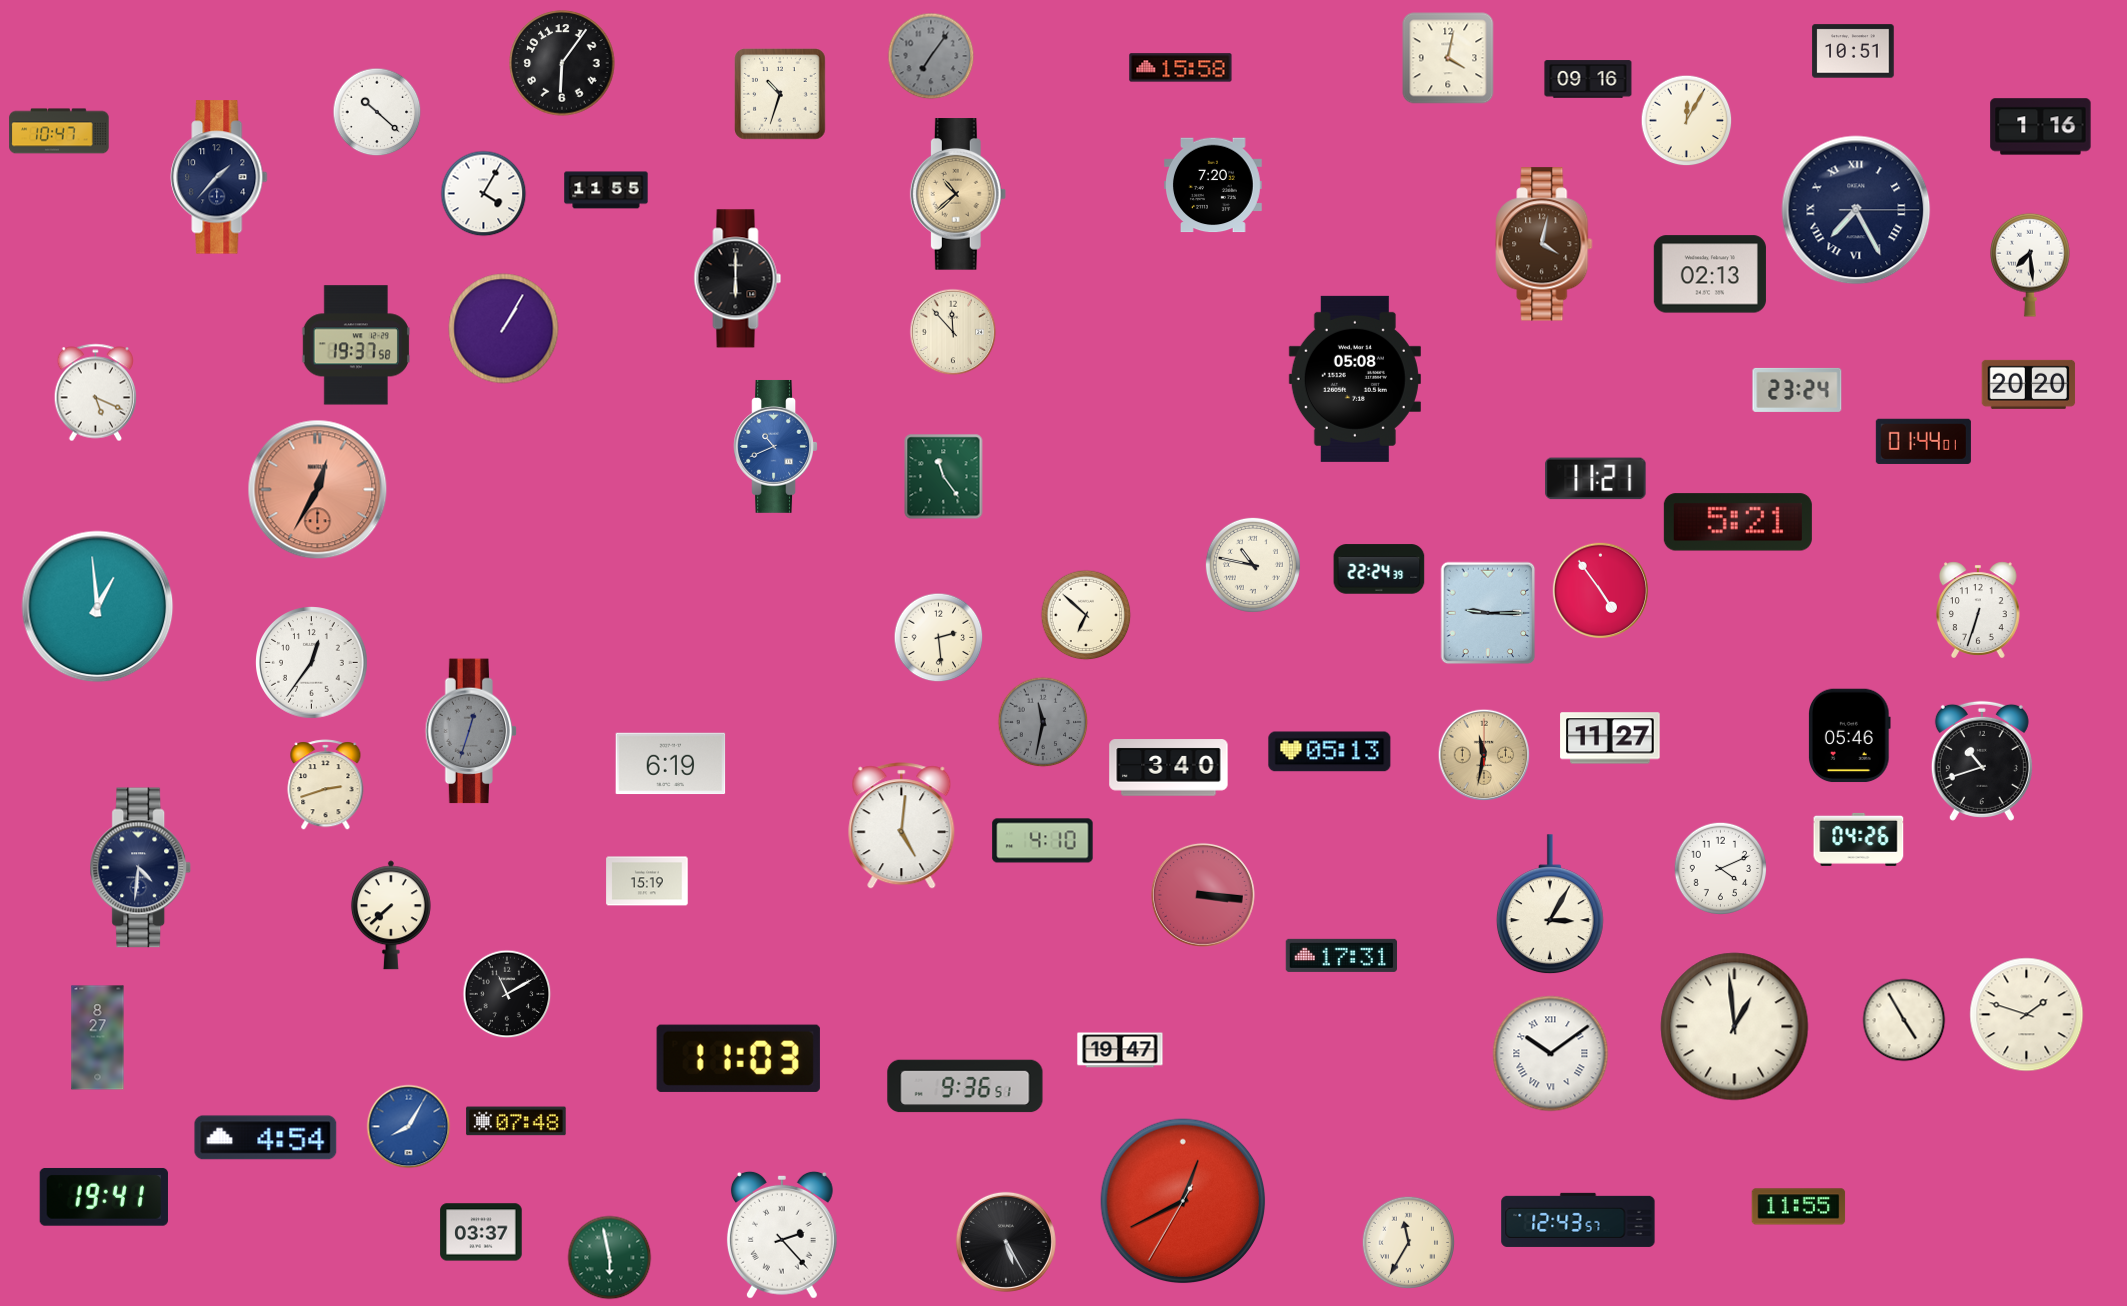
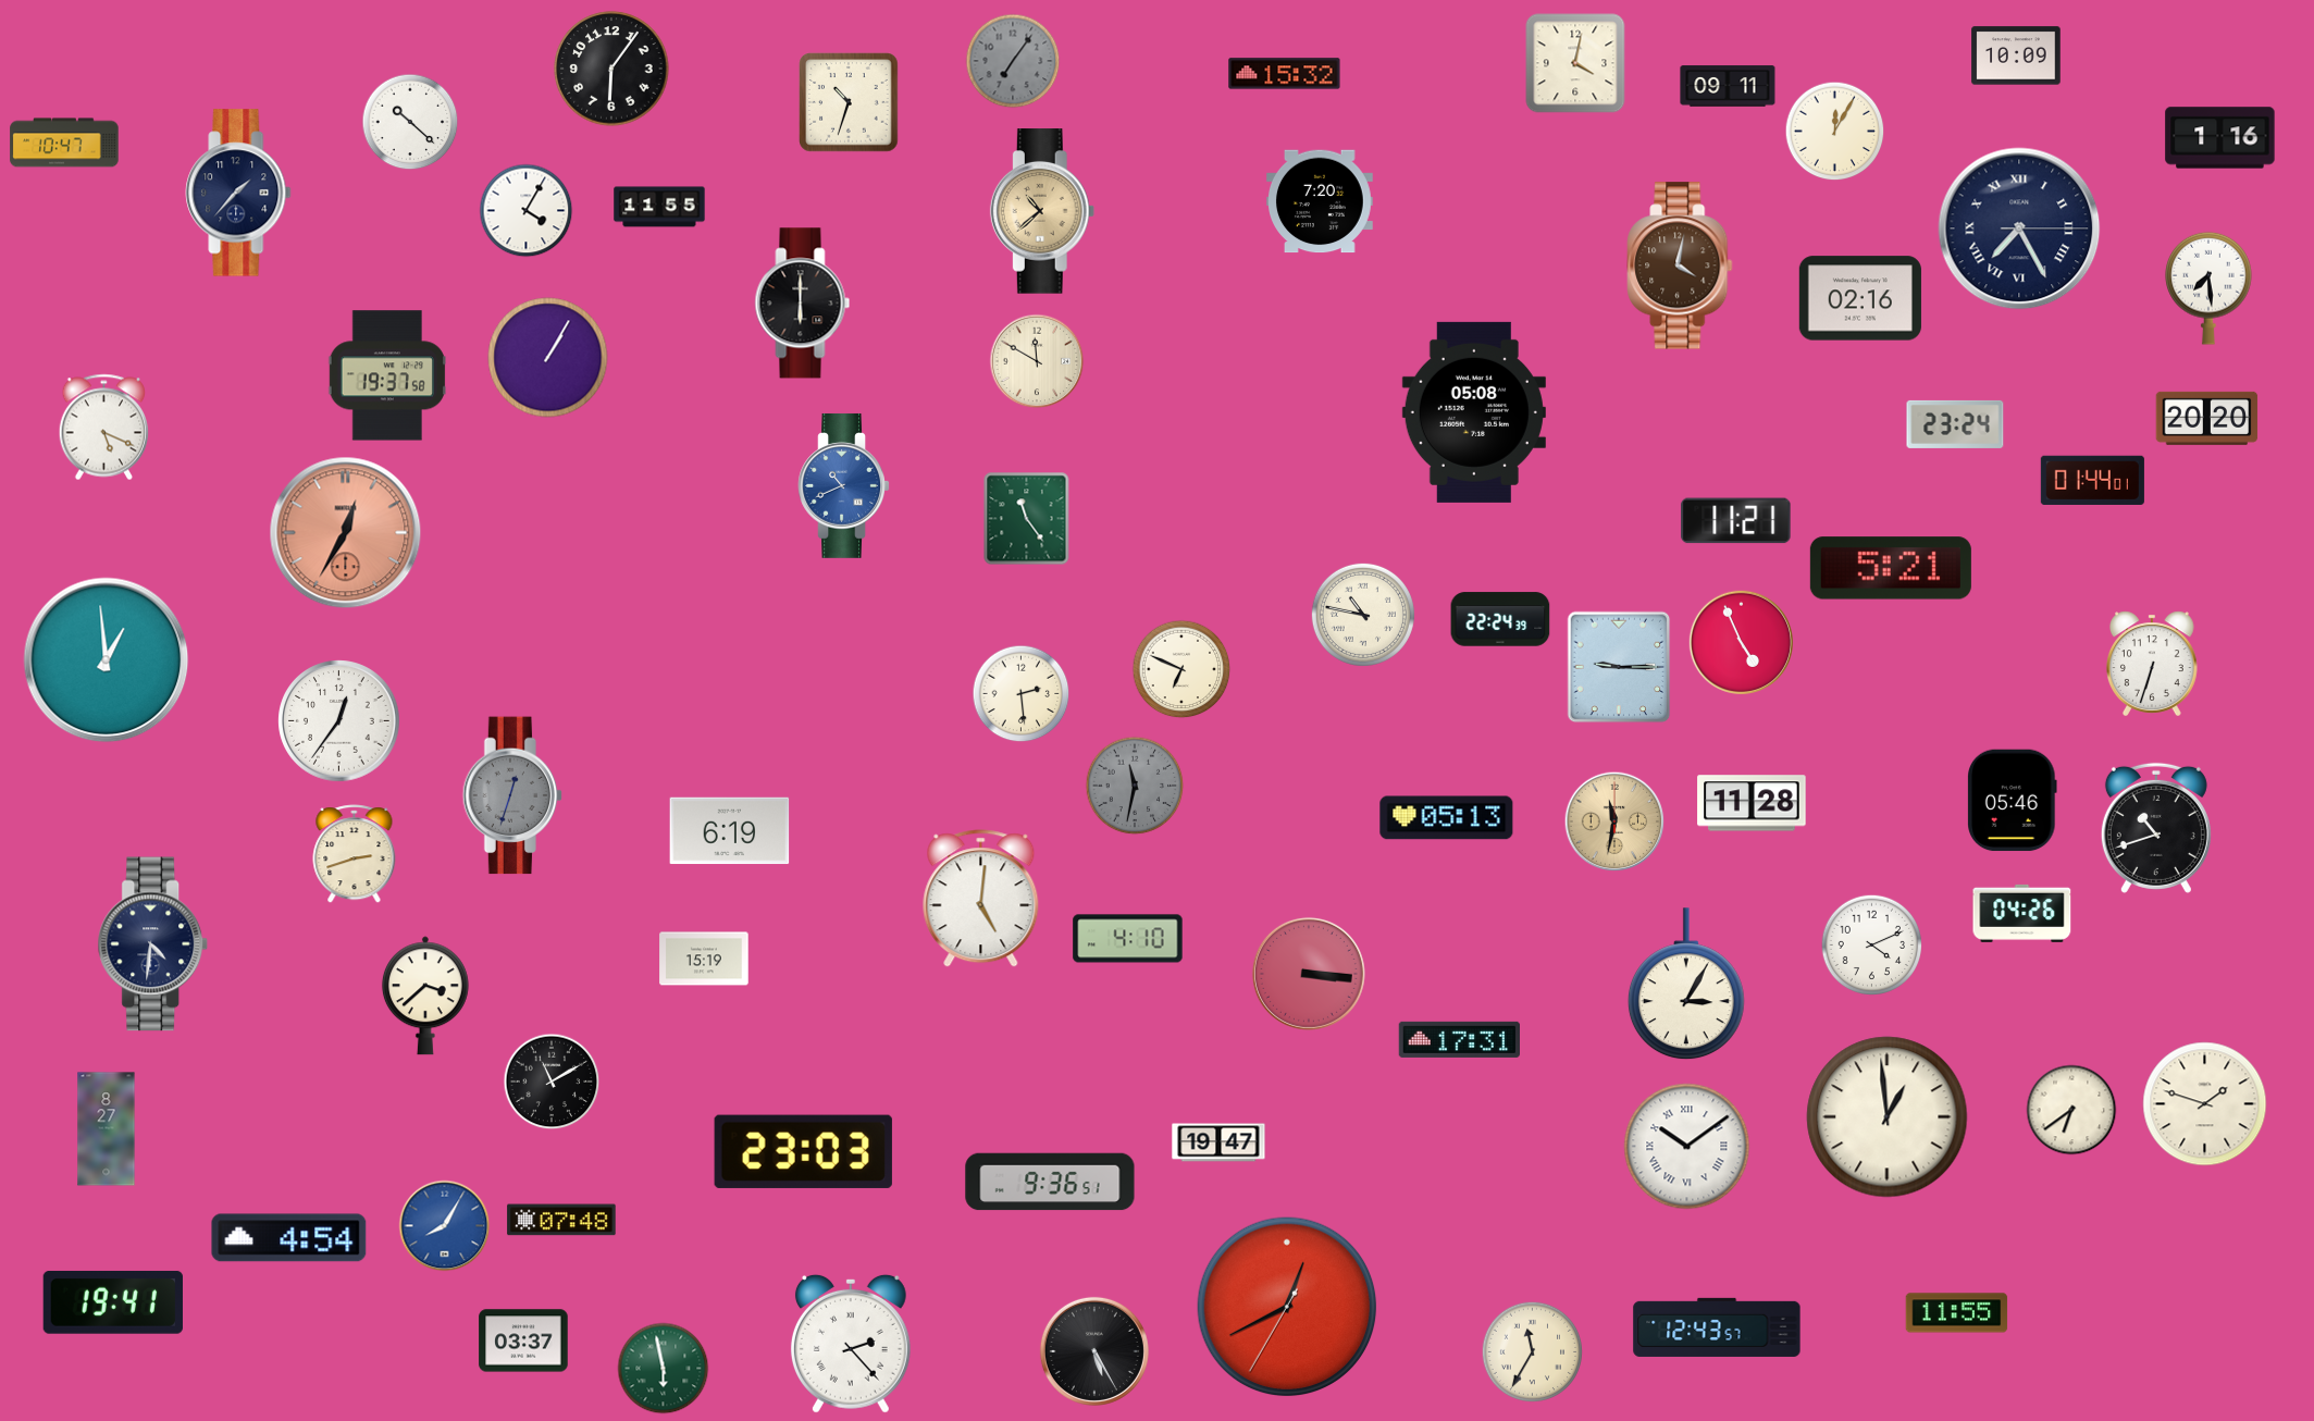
clock at (1853, 51): 10:51 -> 10:09
clock at (1181, 68): 15:58 -> 15:32
clock at (1588, 79): 09:16 -> 09:11
clock at (1710, 274): 02:13 -> 02:16
clock at (953, 332): 11:53 -> 11:50
clock at (1600, 590): 4:54 -> 4:56
clock at (1086, 615): 6:52 -> 6:49
clock at (1610, 738): 11:27 -> 11:28
clock at (1169, 768): 3:40 -> none
clock at (1043, 841) position: (1043, 841) -> (1128, 939)
clock at (391, 915): 7:38 -> 3:38
clock at (1904, 1020): 4:55 -> 6:39
clock at (738, 1058): 11:03 -> 23:03
